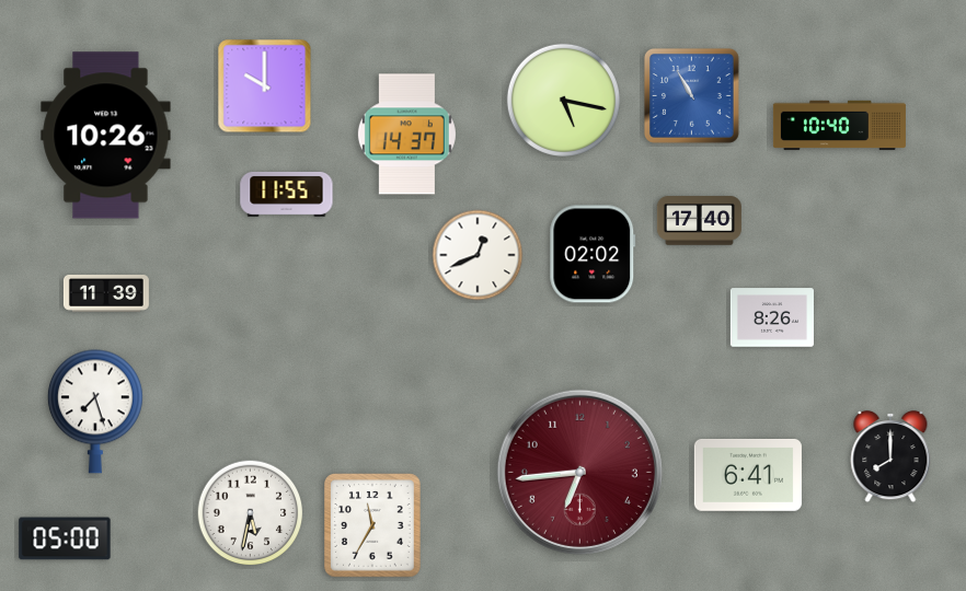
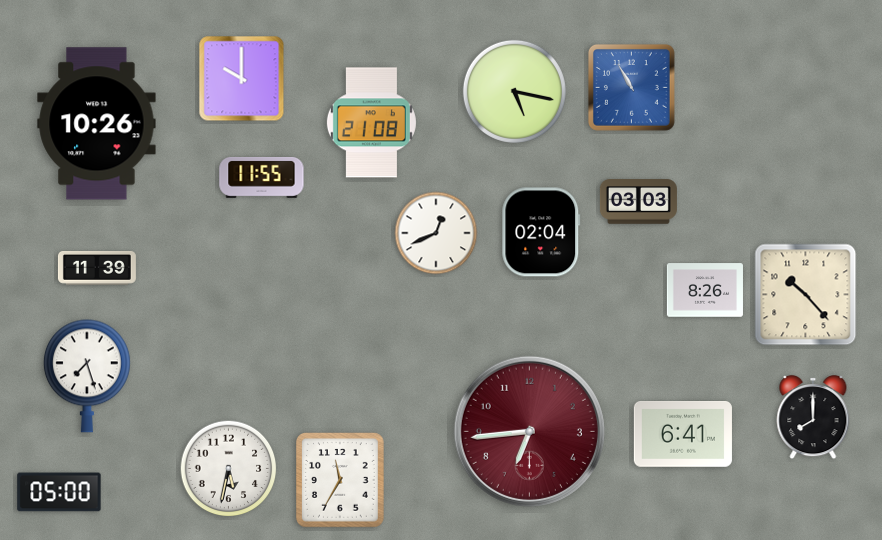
clock at (839, 126): 10:40 -> none
clock at (406, 135): 14:37 -> 21:08
clock at (699, 221): 17:40 -> 03:03
clock at (593, 254): 02:02 -> 02:04
clock at (806, 295): none -> 10:23
